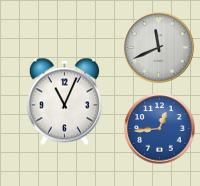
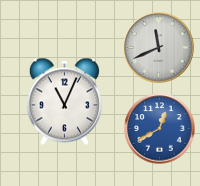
clock at (160, 129): 12:44 -> 12:40
